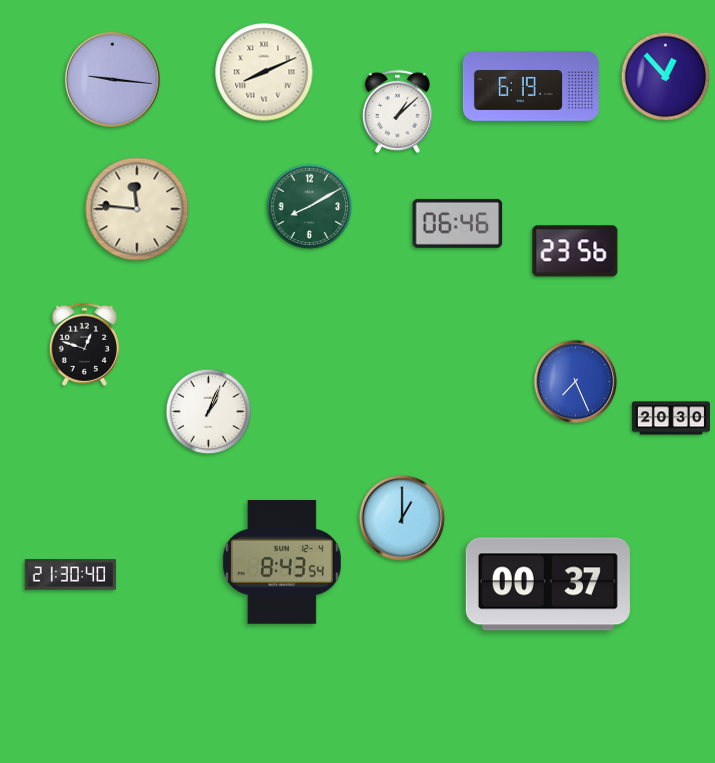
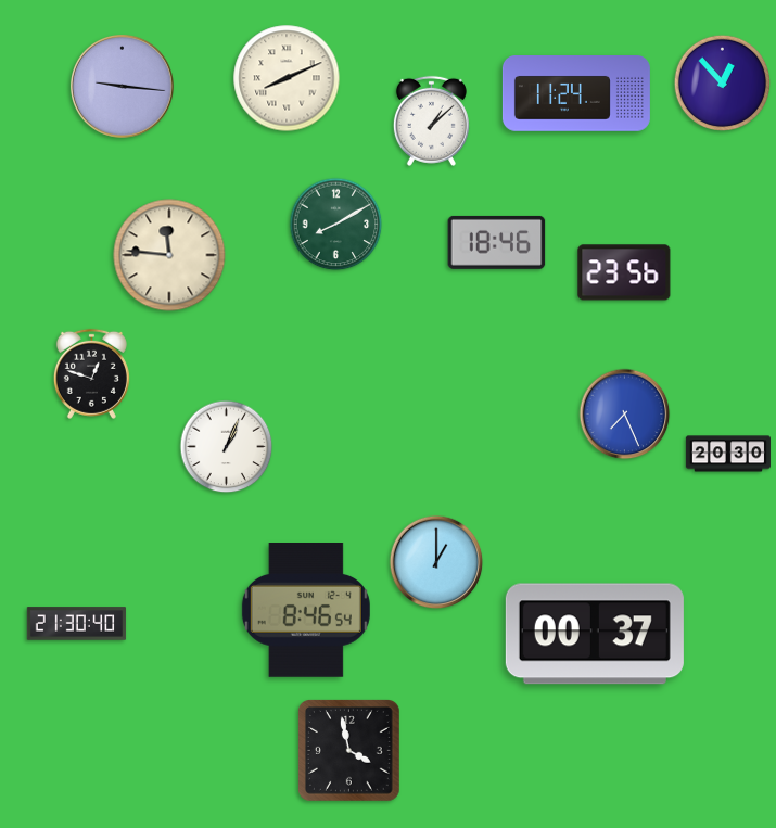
clock at (531, 87): 6:19 -> 11:24
clock at (137, 209) position: (137, 209) -> (169, 255)
clock at (458, 223): 06:46 -> 18:46
clock at (282, 563): 8:43 -> 8:46
clock at (349, 751): none -> 3:58
